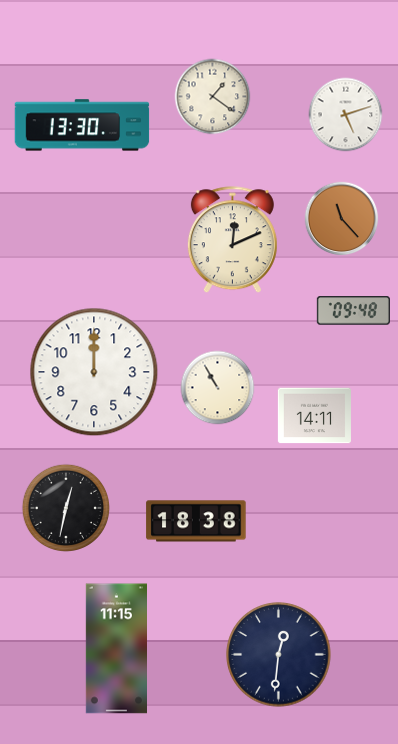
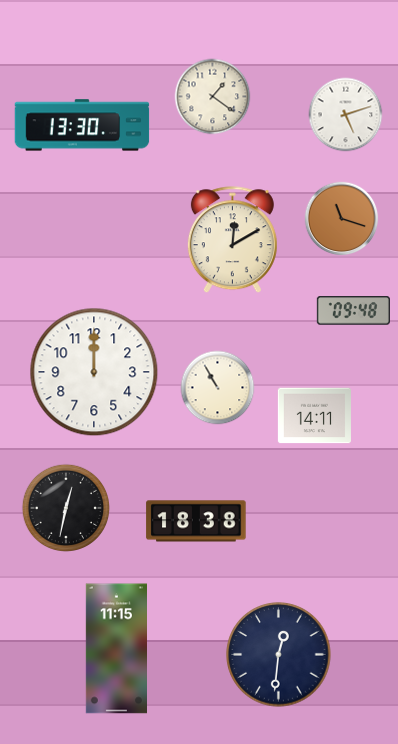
clock at (342, 219): 11:23 -> 11:18
clock at (232, 240): 12:11 -> 12:10
